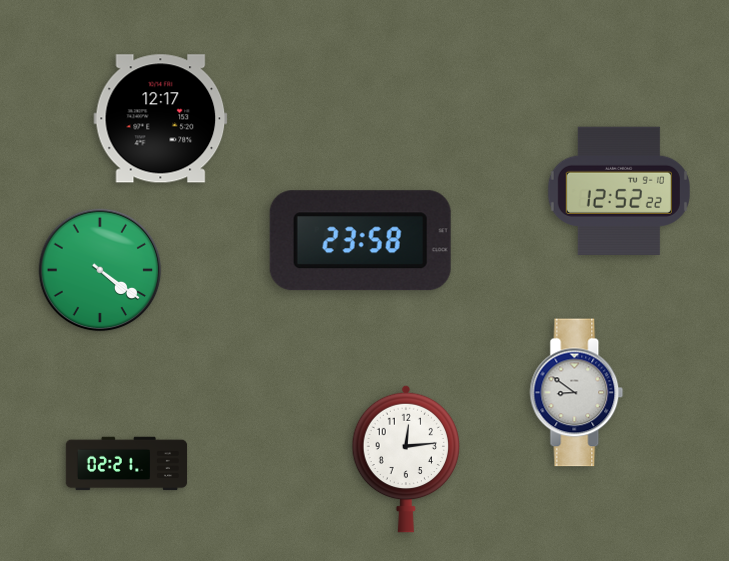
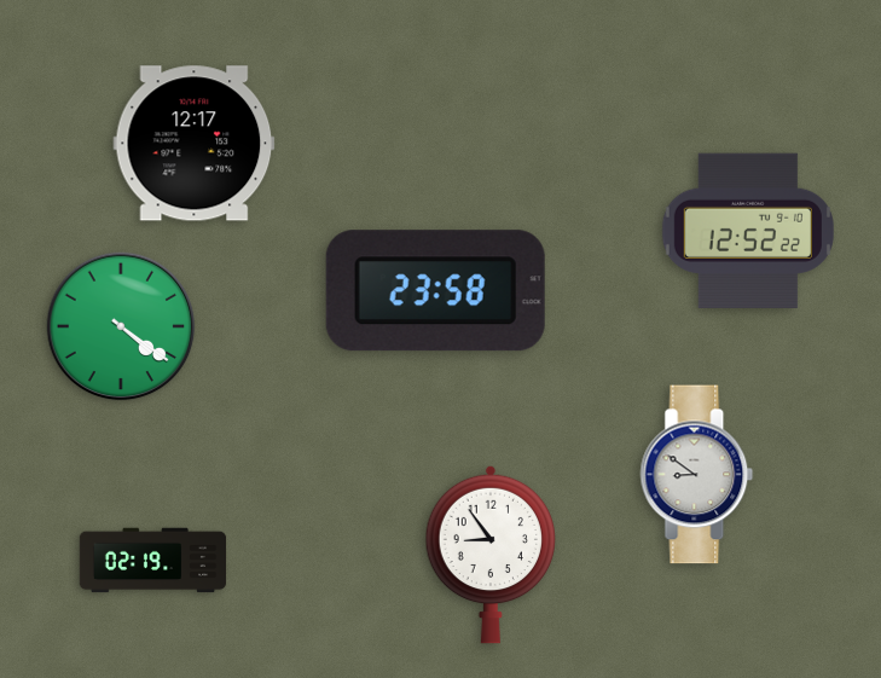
clock at (406, 459): 12:14 -> 8:54
clock at (127, 464): 02:21 -> 02:19
